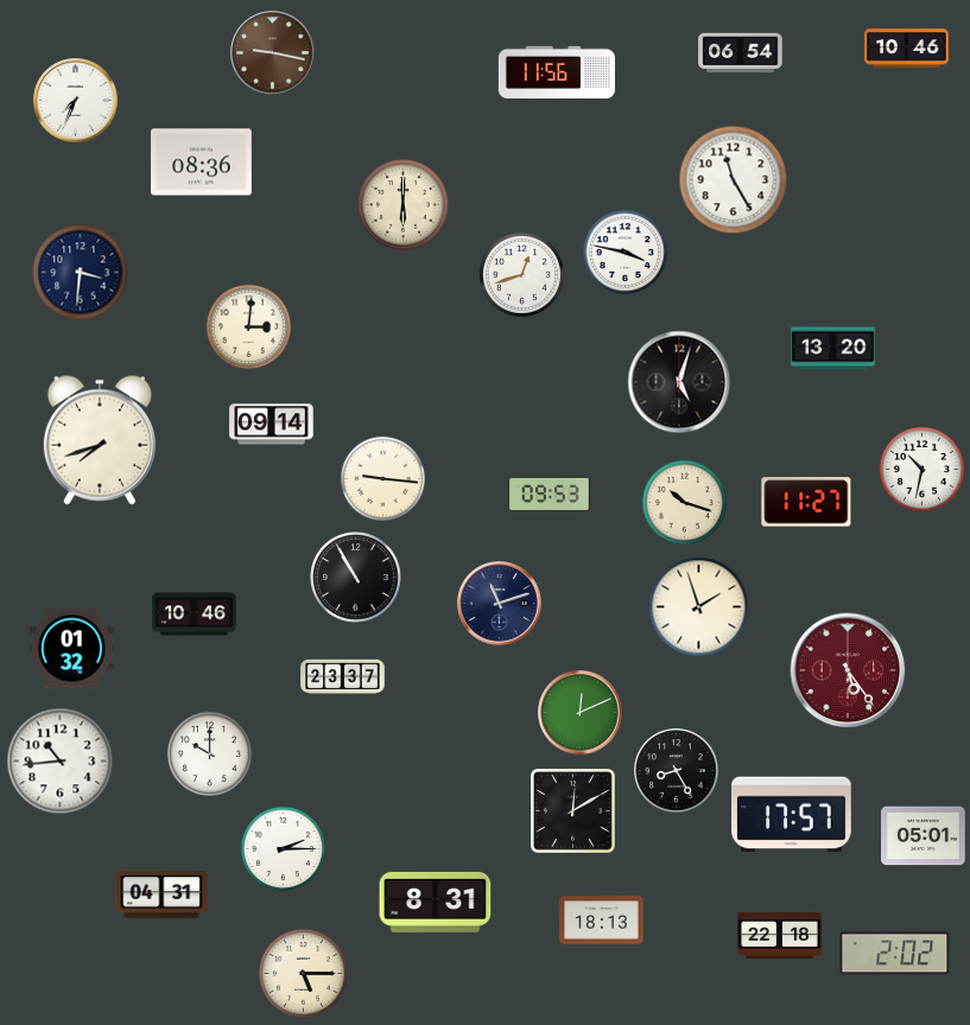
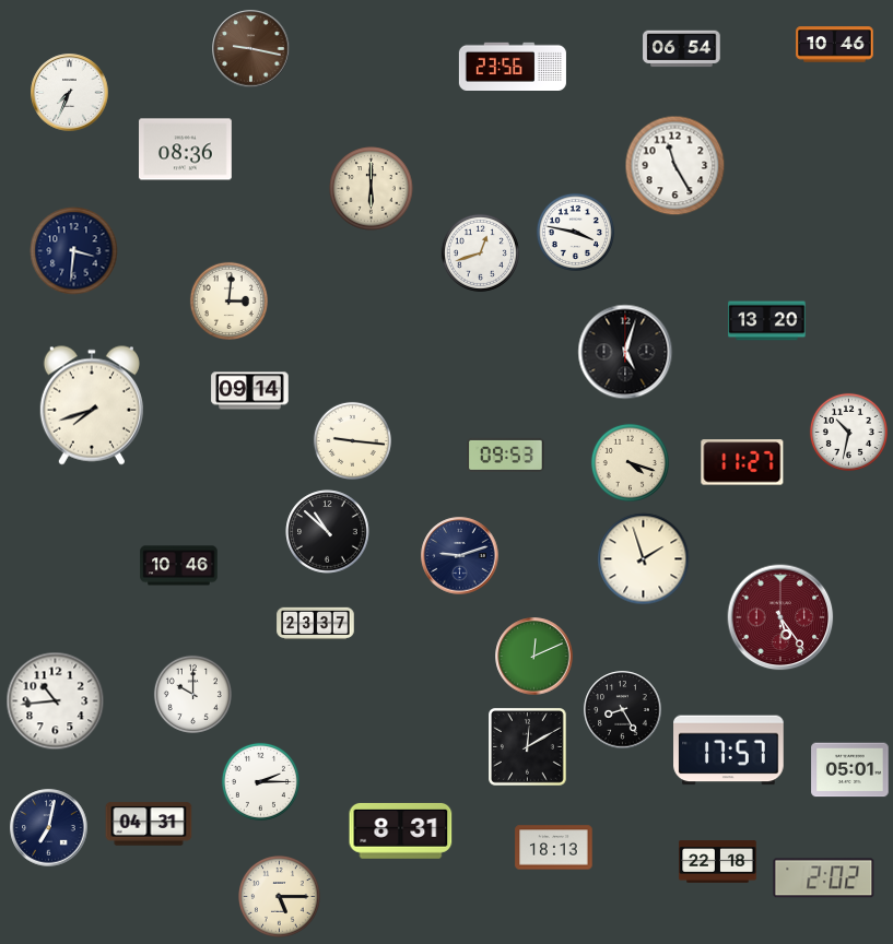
clock at (557, 71): 11:56 -> 23:56
clock at (684, 502): 10:18 -> 4:18
clock at (356, 578): 10:55 -> 10:52
clock at (500, 604): 11:12 -> 9:12
clock at (72, 649): 01:32 -> none
clock at (49, 828): none -> 7:02
